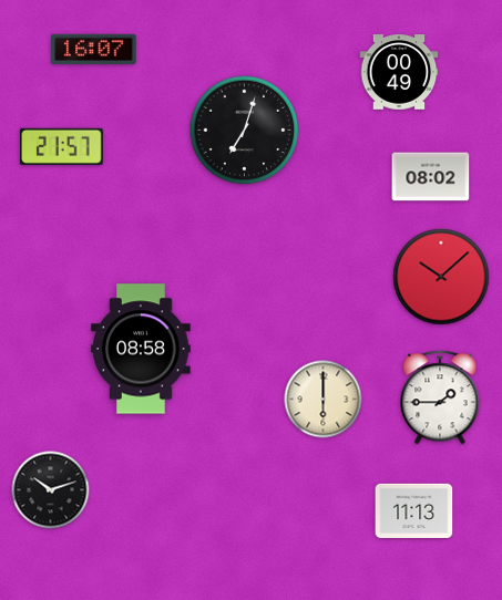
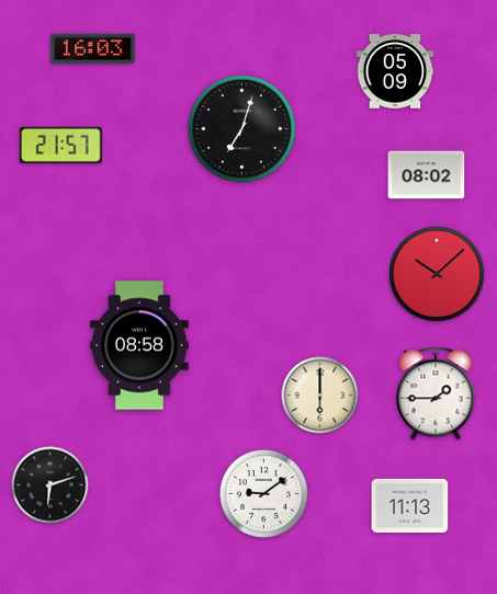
clock at (94, 49): 16:07 -> 16:03
clock at (399, 72): 00:49 -> 05:09
clock at (51, 490): 10:12 -> 6:12
clock at (263, 493): none -> 9:09
